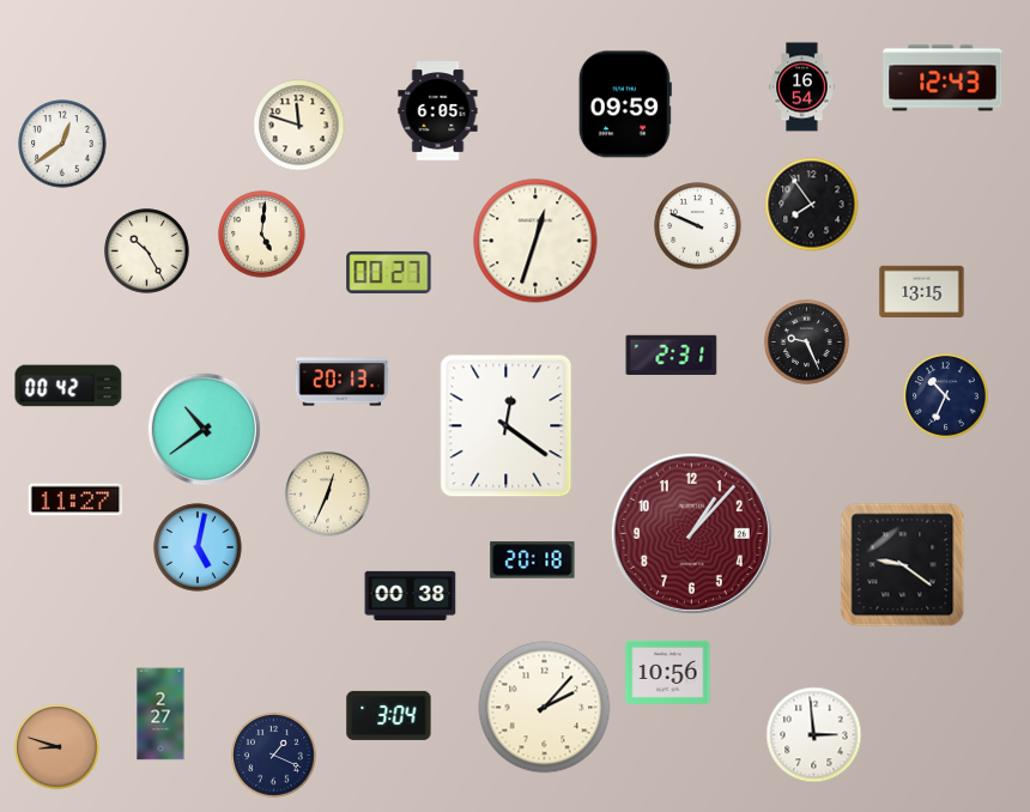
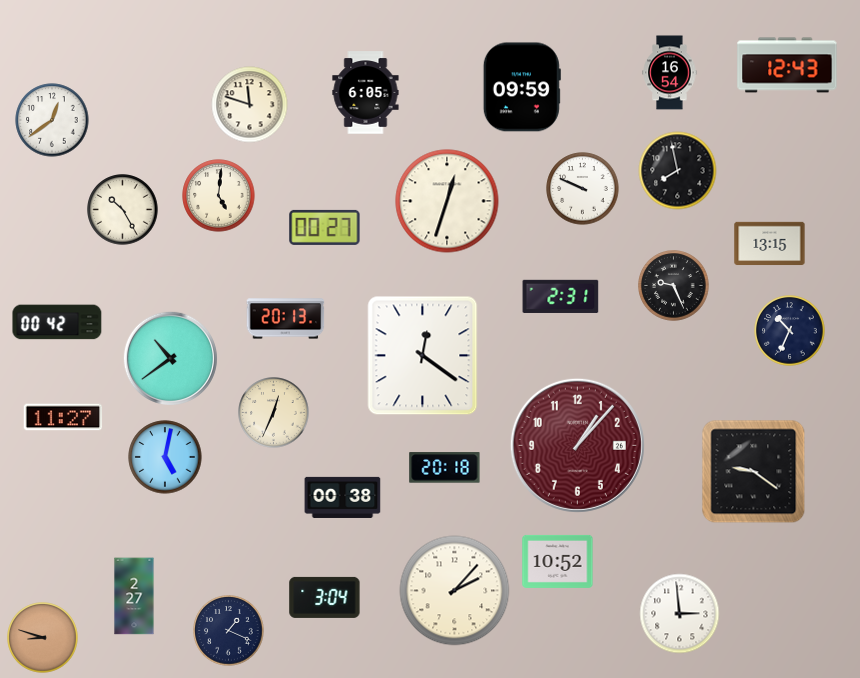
clock at (812, 205): 7:54 -> 7:58
clock at (668, 672): 10:56 -> 10:52
clock at (57, 747) position: (57, 747) -> (43, 638)
